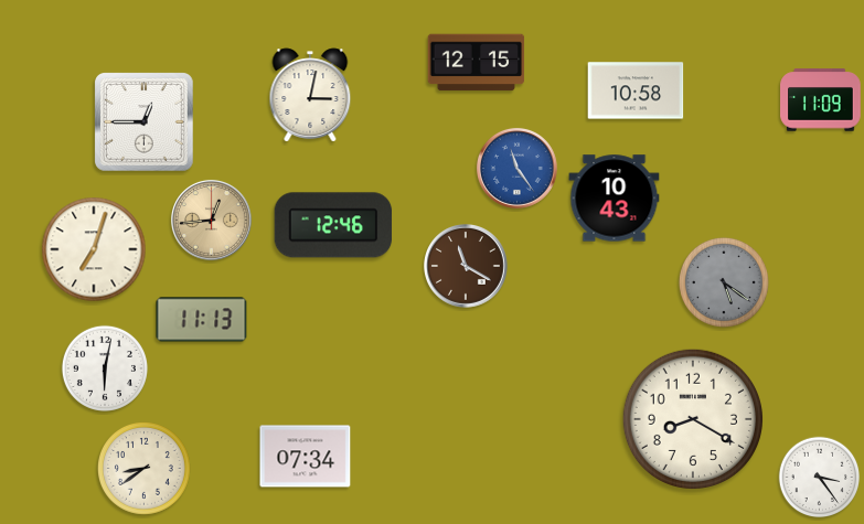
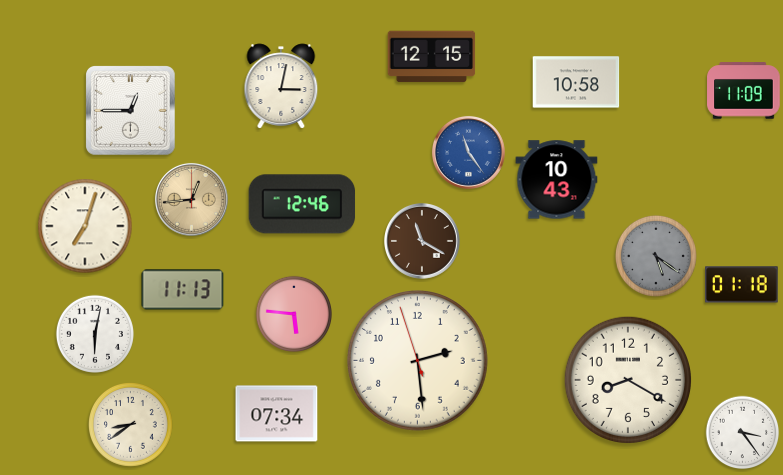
clock at (742, 285): none -> 01:18
clock at (293, 313): none -> 5:46
clock at (418, 361): none -> 2:28
